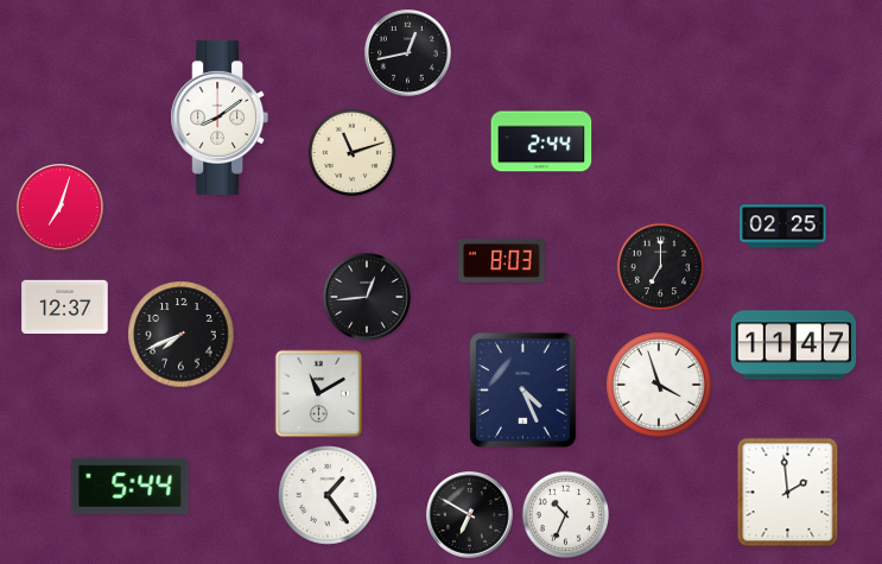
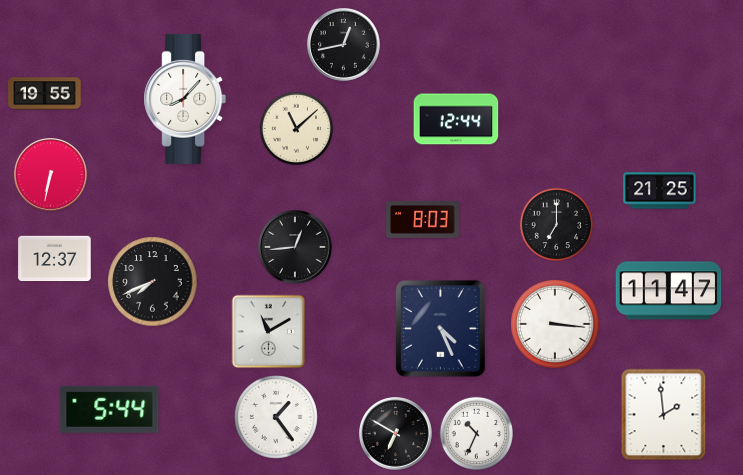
clock at (45, 94): none -> 19:55
clock at (220, 118): 8:09 -> 8:07
clock at (541, 141): 2:44 -> 12:44
clock at (351, 152): 11:12 -> 11:08
clock at (61, 208): 7:03 -> 6:32
clock at (783, 227): 02:25 -> 21:25
clock at (367, 297) position: (367, 297) -> (295, 247)
clock at (659, 385): 3:57 -> 3:16
